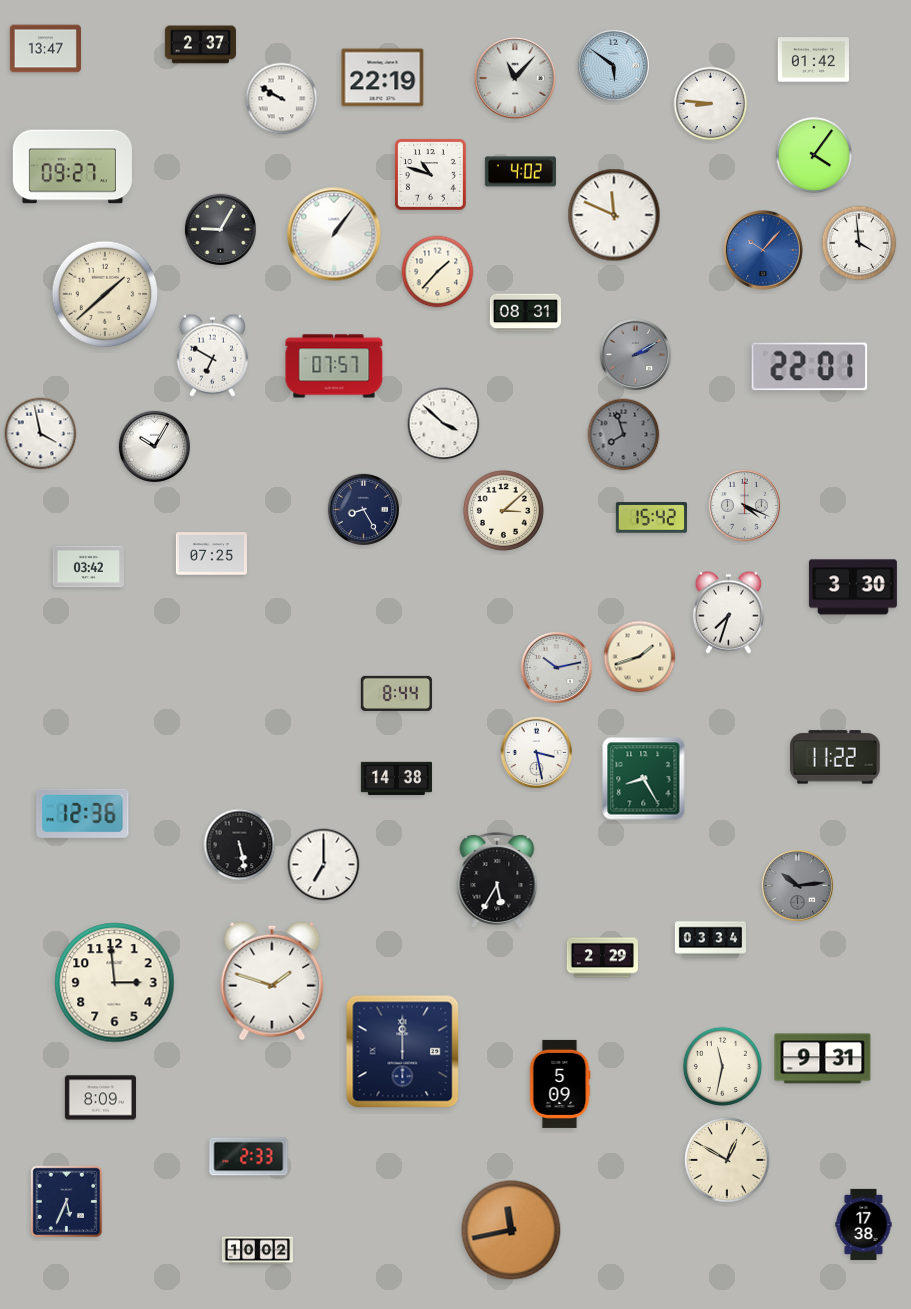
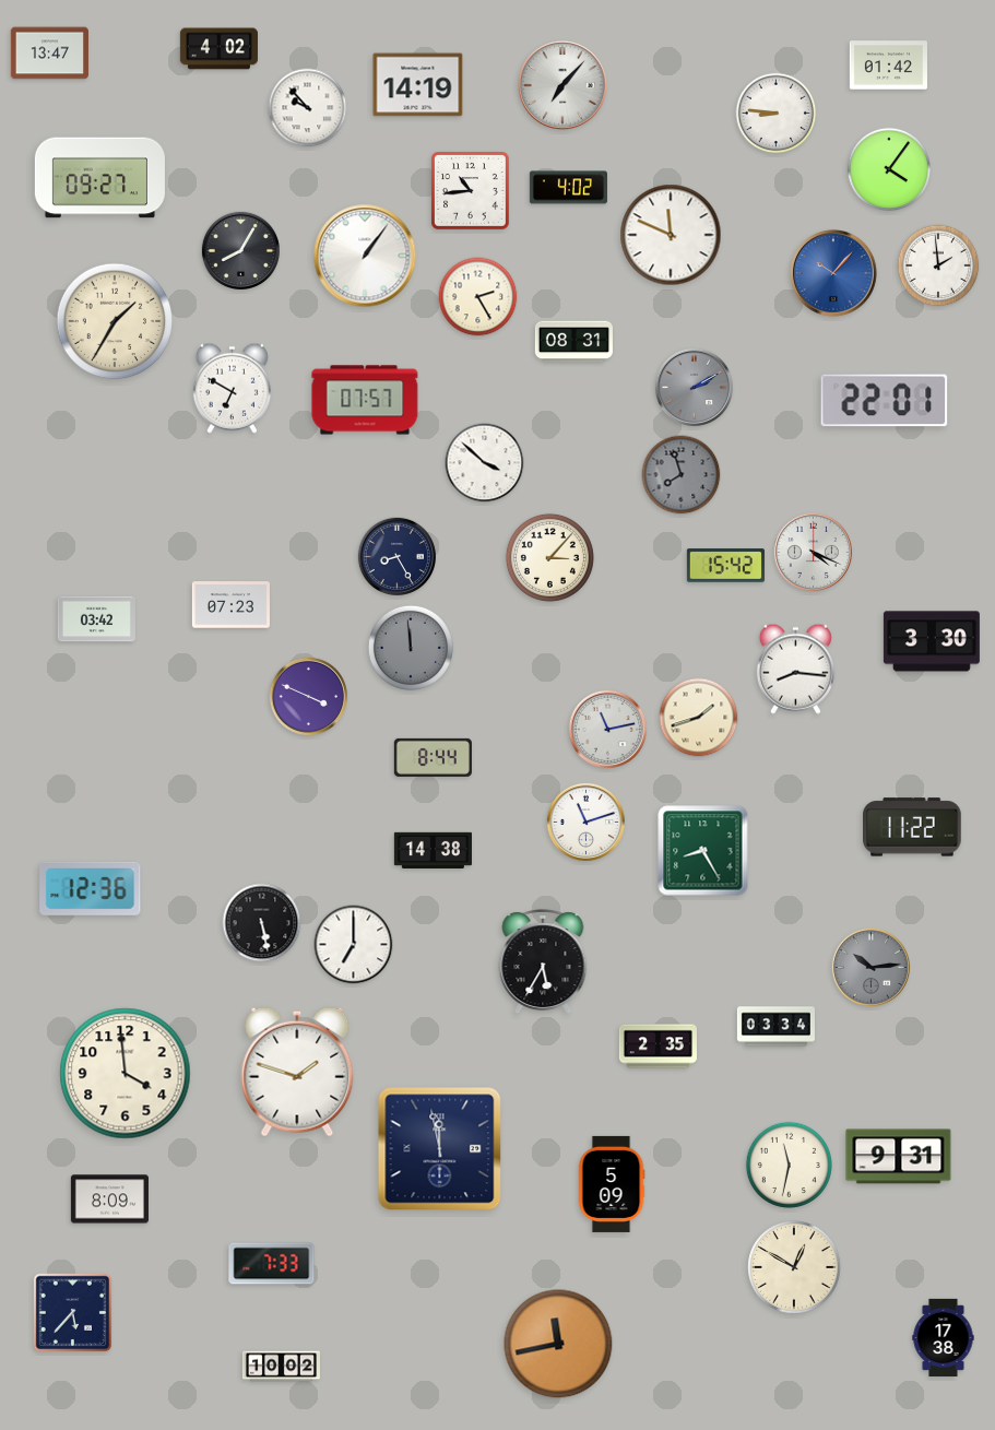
clock at (200, 45): 2:37 -> 4:02
clock at (613, 65): 5:51 -> none
clock at (383, 78): 22:19 -> 14:19
clock at (515, 78): 11:07 -> 7:07
clock at (282, 99): 9:50 -> 9:53
clock at (72, 167) position: (72, 167) -> (99, 178)
clock at (431, 175): 10:48 -> 10:44
clock at (220, 229): 9:05 -> 8:05
clock at (859, 243): 3:59 -> 1:59
clock at (438, 272): 1:37 -> 2:25
clock at (105, 294): 1:38 -> 1:35
clock at (41, 434): 3:58 -> none
clock at (154, 446): 10:05 -> none
clock at (503, 510): 3:08 -> 3:07
clock at (651, 518) position: (651, 518) -> (725, 566)
clock at (211, 554): 07:25 -> 07:23
clock at (411, 648): none -> 11:59
clock at (728, 612): 7:33 -> 8:16
clock at (308, 696): none -> 3:49
clock at (556, 667): 10:13 -> 11:13
clock at (536, 752): 3:28 -> 11:12
clock at (602, 958): 2:29 -> 2:35
clock at (115, 983): 2:59 -> 3:59
clock at (403, 1052): 12:00 -> 11:58
clock at (249, 1157): 2:33 -> 7:33
clock at (67, 1202): 5:34 -> 5:37
